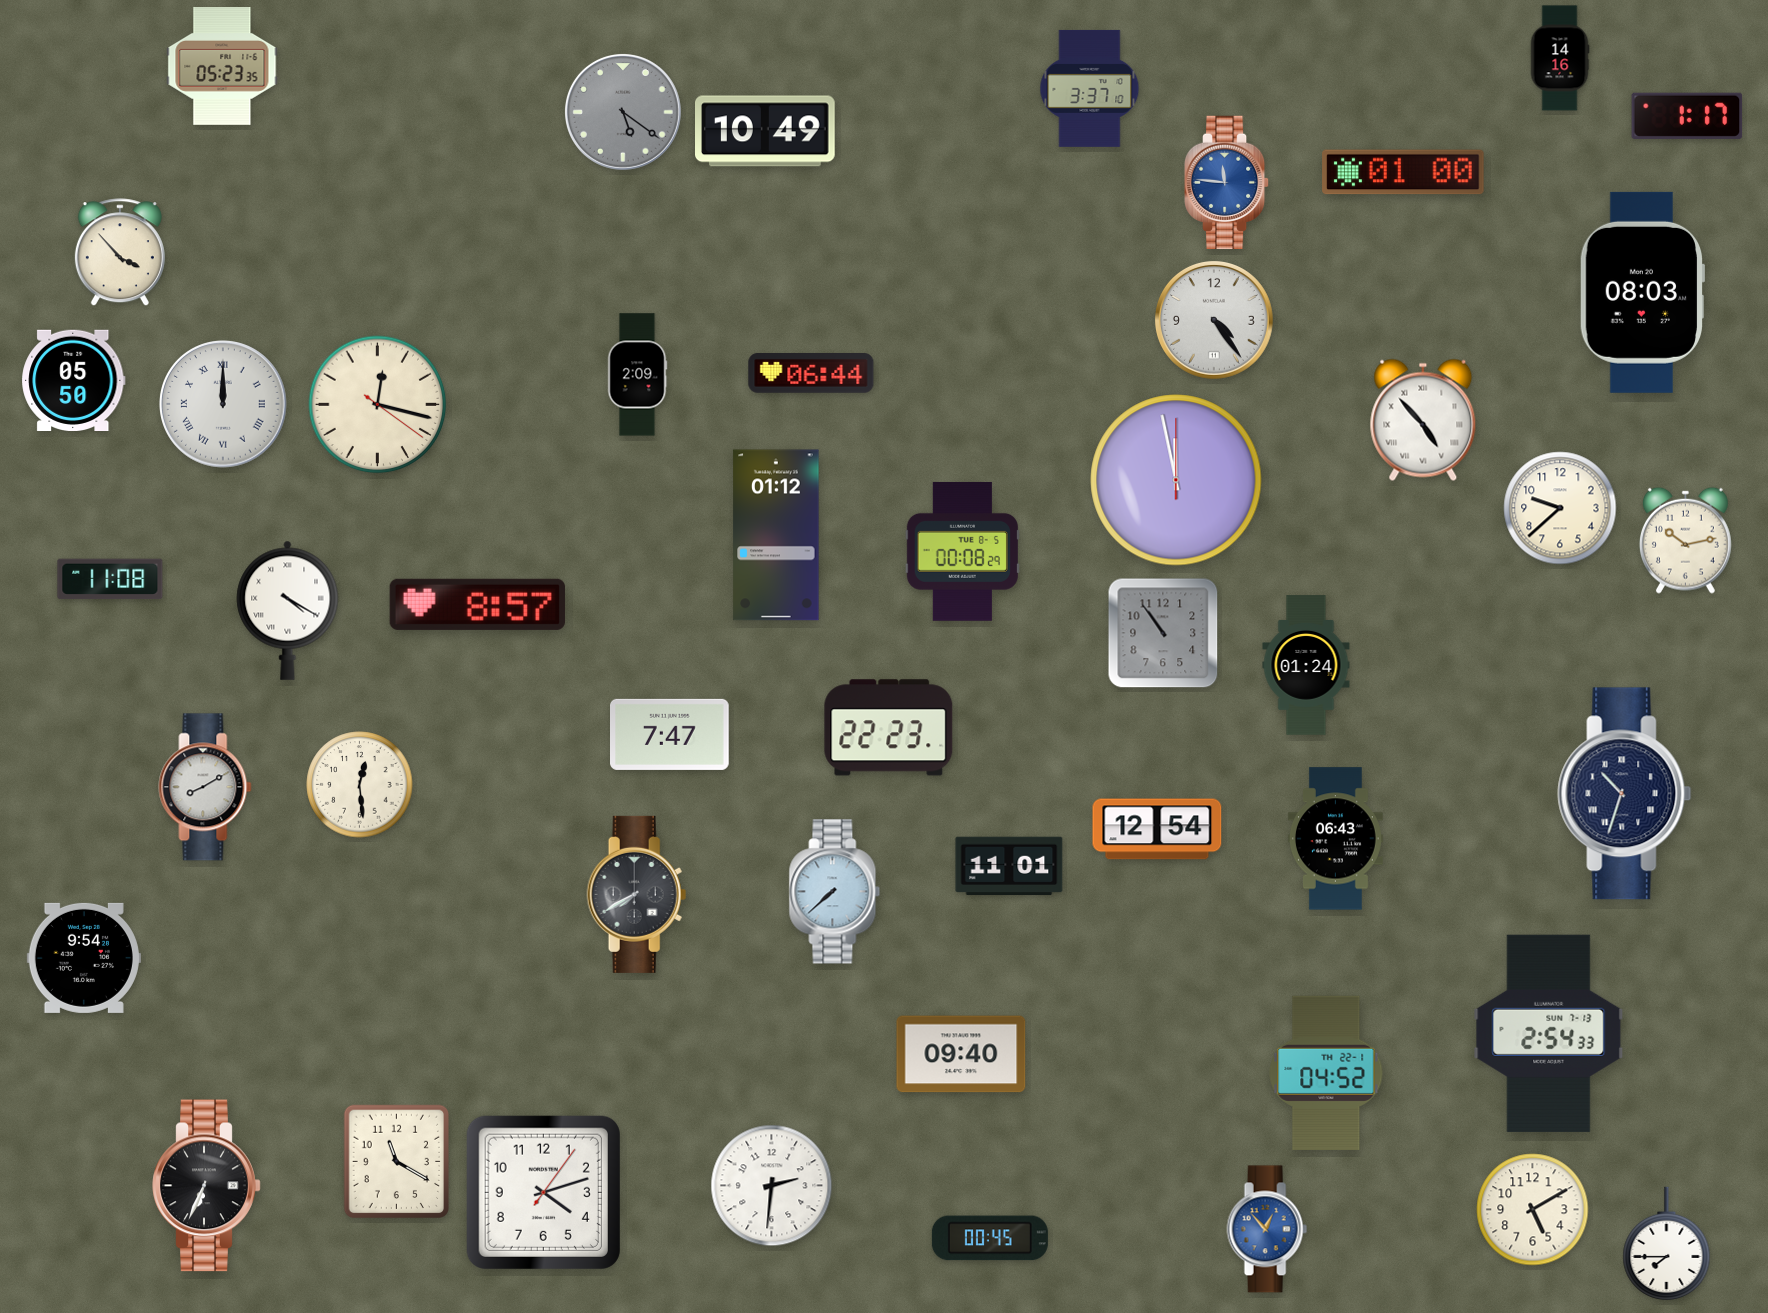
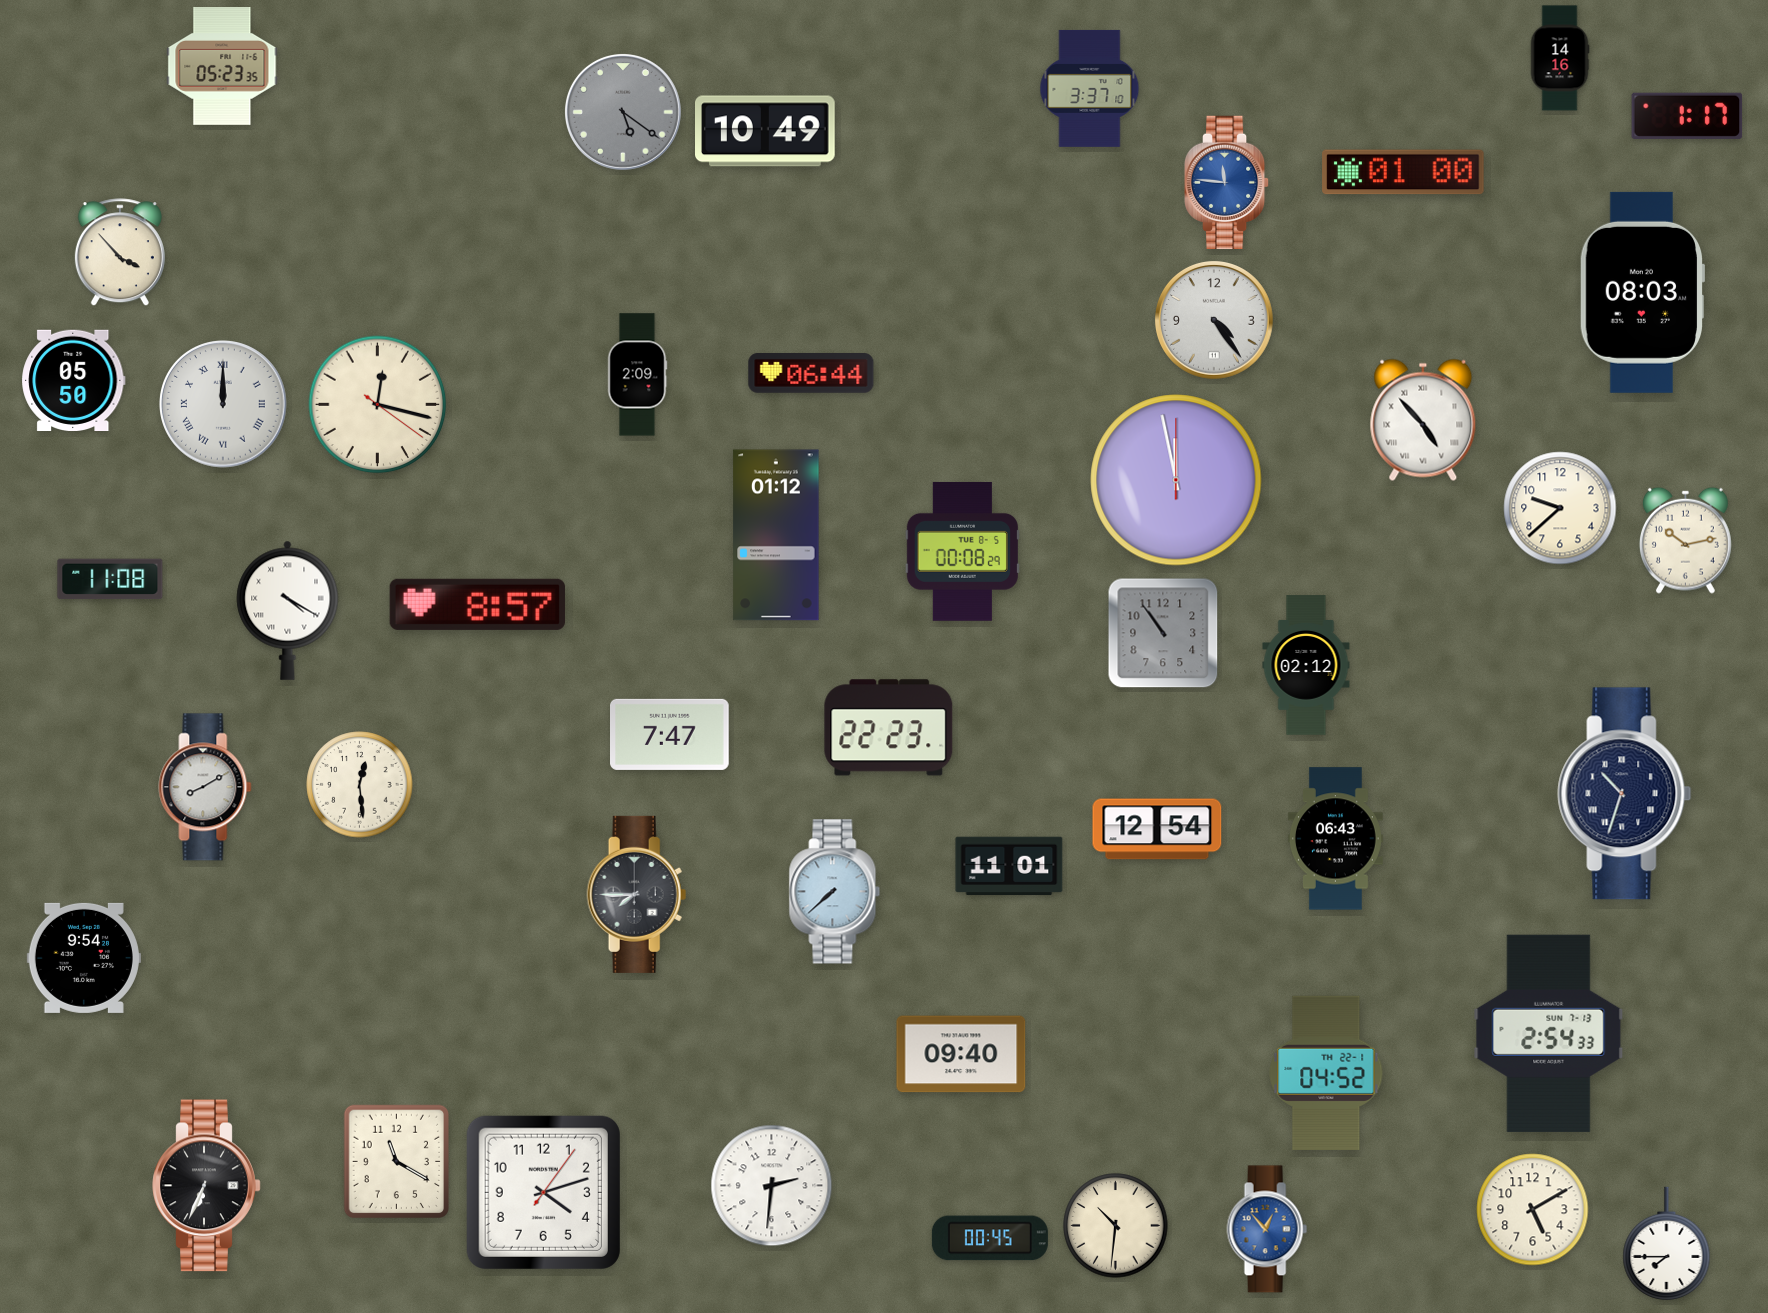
clock at (1306, 665): 01:24 -> 02:12
clock at (637, 894): 7:40 -> 7:45
clock at (1116, 1226): none -> 10:31
